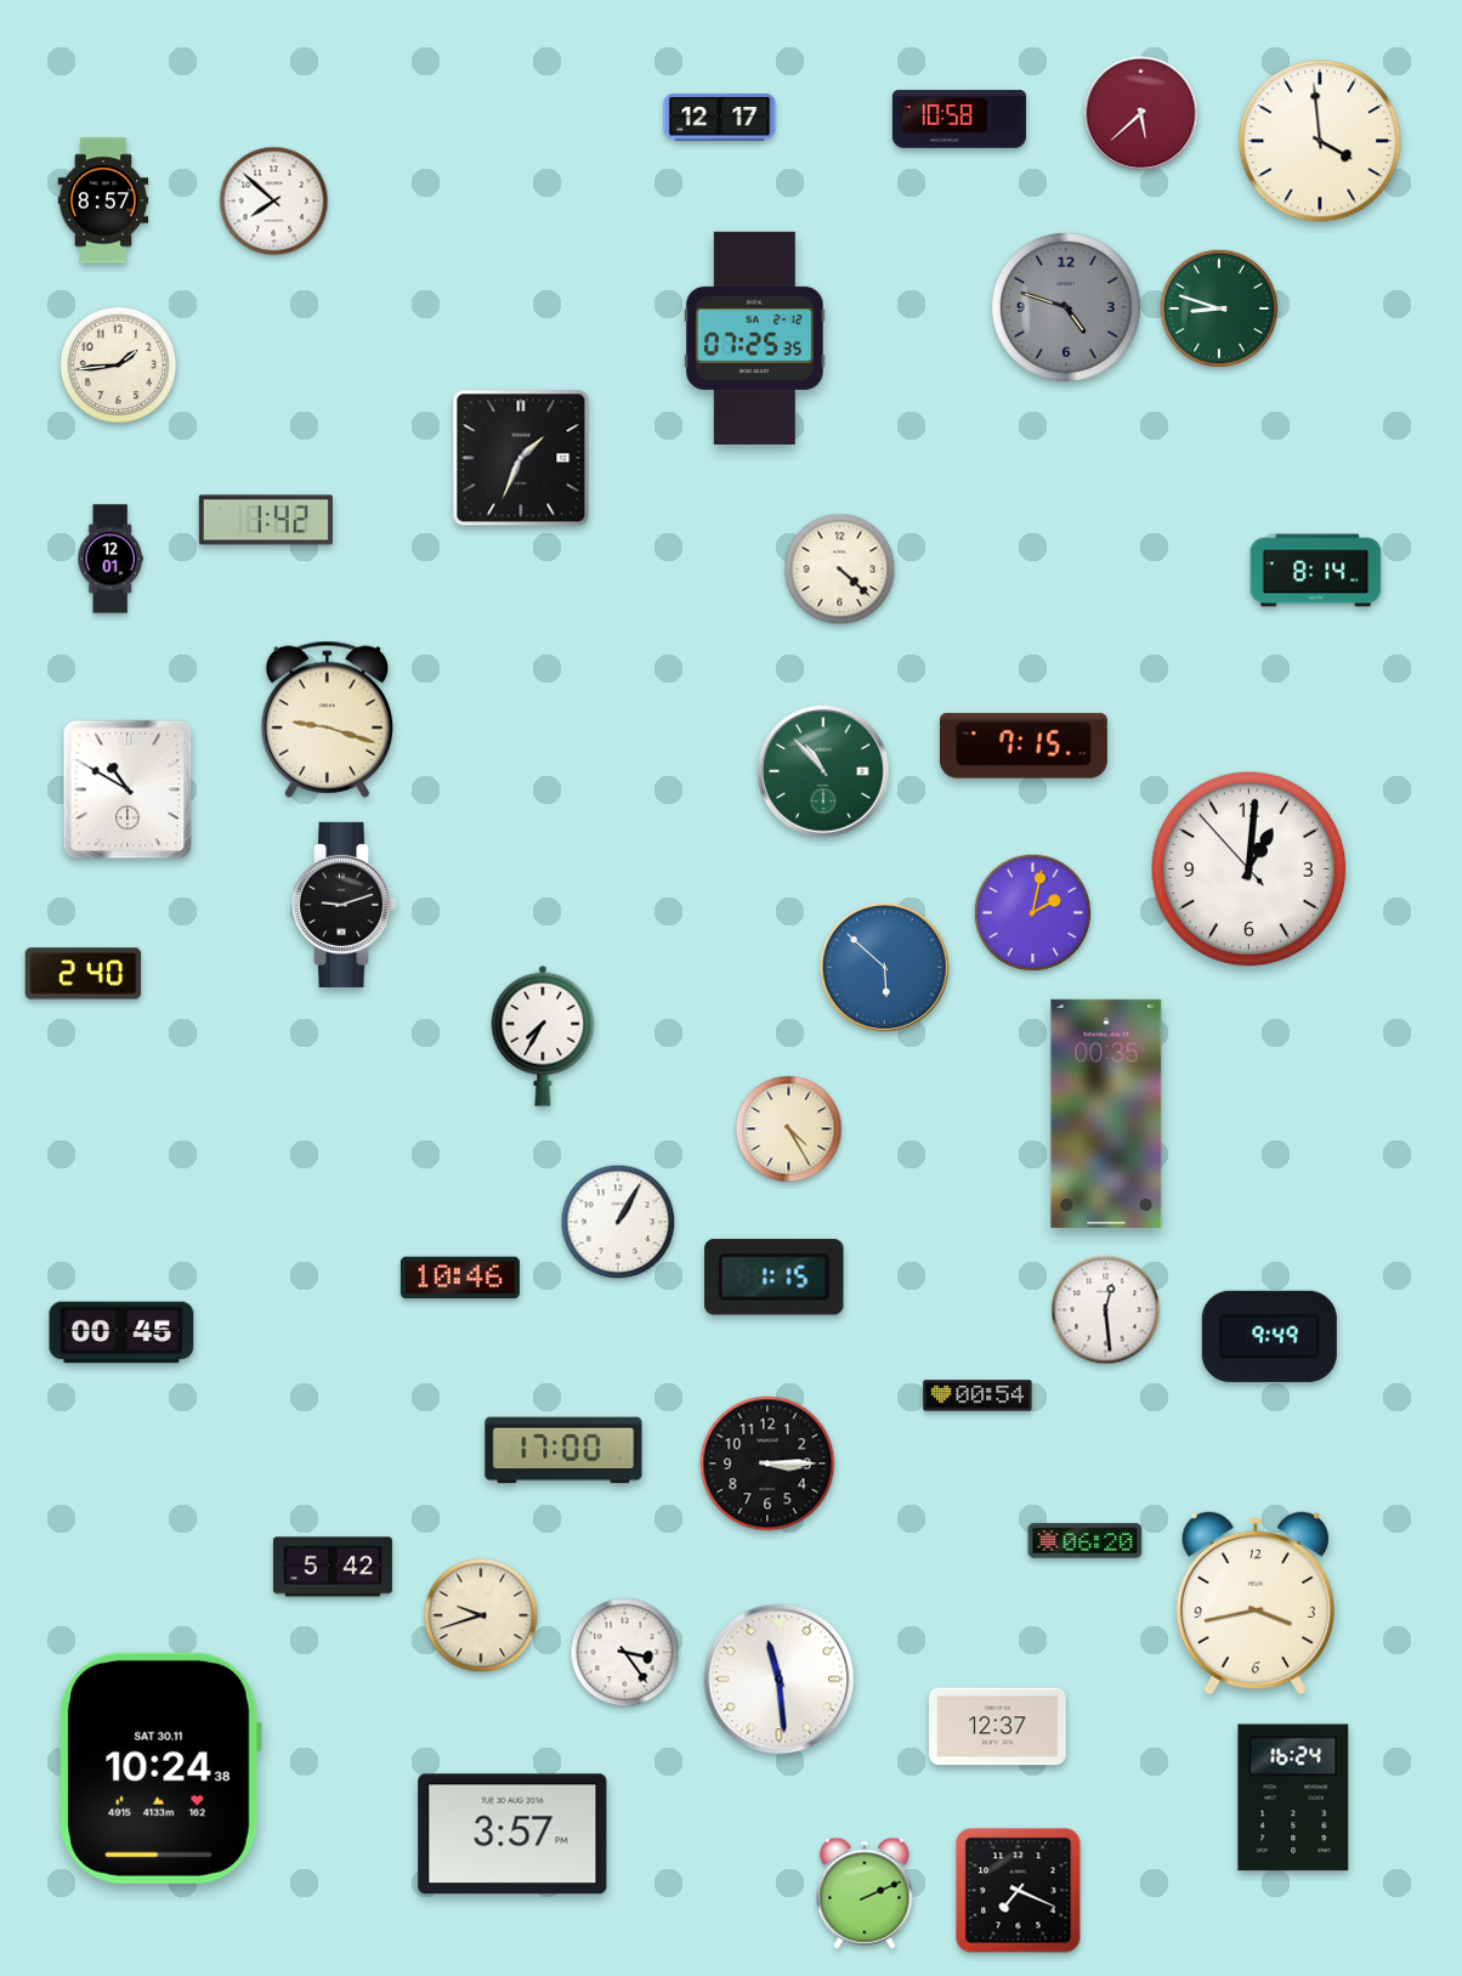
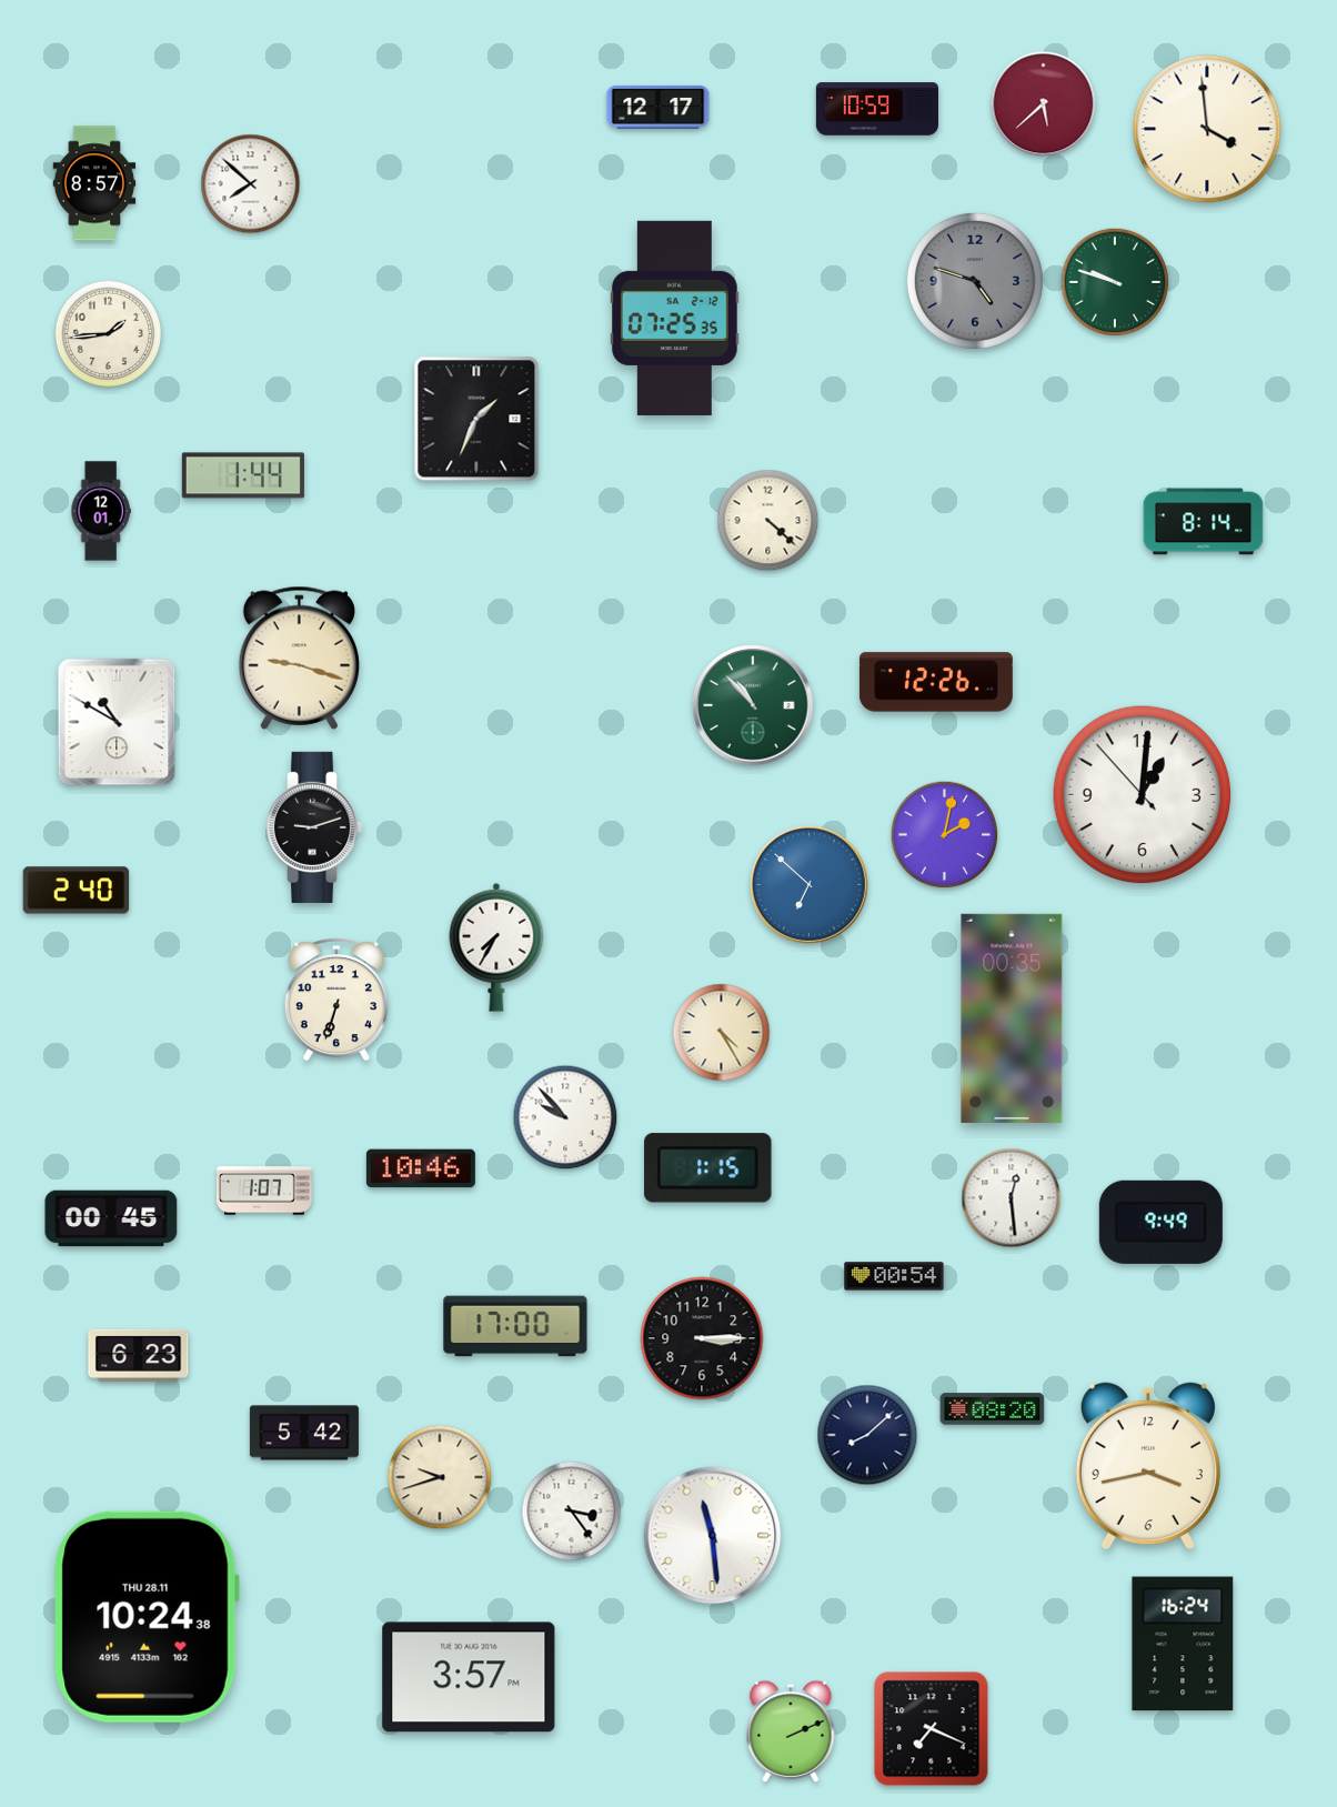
clock at (959, 119): 10:58 -> 10:59
clock at (1219, 308): 8:48 -> 9:48
clock at (754, 338) position: (754, 338) -> (674, 318)
clock at (266, 520): 1:42 -> 1:44
clock at (1024, 746): 7:15 -> 12:26
clock at (885, 968): 5:52 -> 6:52
clock at (336, 1000): none -> 6:33
clock at (618, 1222): 1:05 -> 9:53
clock at (264, 1191): none -> 1:07
clock at (139, 1355): none -> 6:23
clock at (1086, 1541): 06:20 -> 08:20
clock at (867, 1435): none -> 8:08
clock at (998, 1727): 12:37 -> none
clock at (160, 1768) date: SAT 30.11 -> THU 28.11
